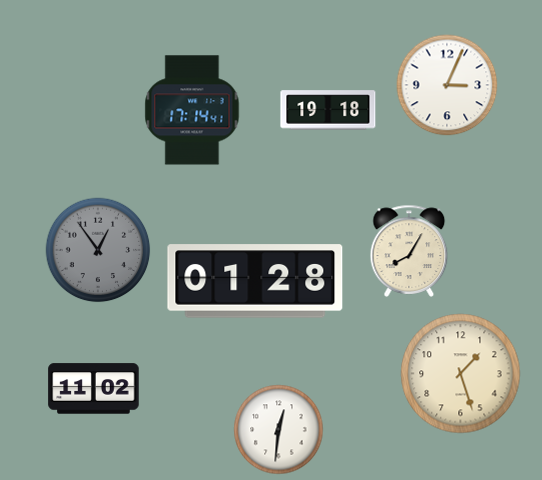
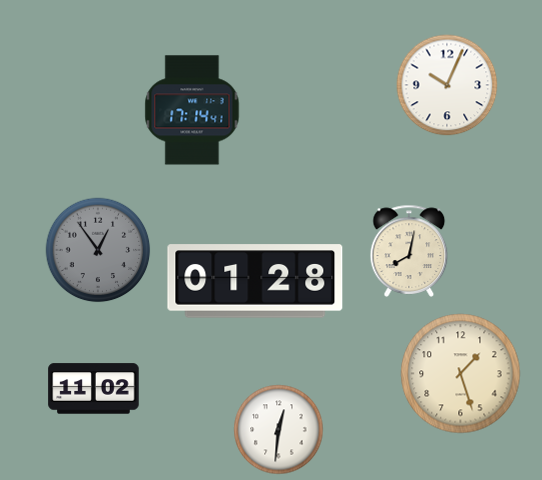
clock at (447, 85): 3:04 -> 10:04
clock at (328, 110): 19:18 -> none
clock at (409, 251): 8:05 -> 8:02
